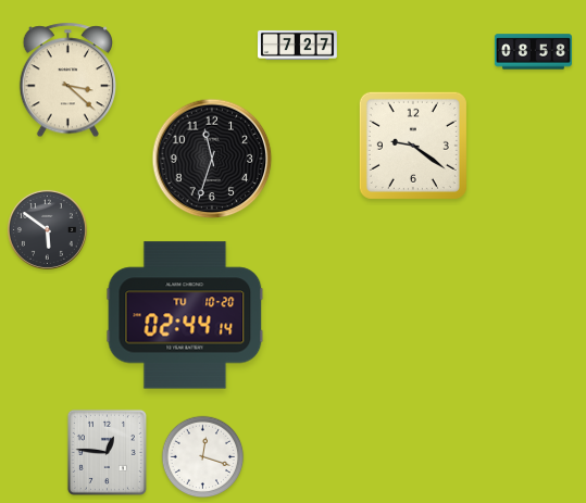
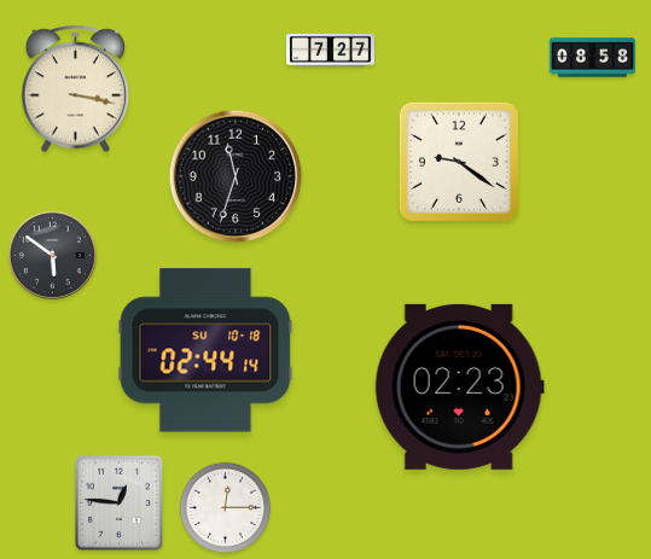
clock at (68, 80): 3:22 -> 3:17
clock at (185, 315) date: TU 10-20 -> SU 10-18
clock at (459, 386): none -> 02:23
clock at (203, 457): 12:18 -> 12:15
